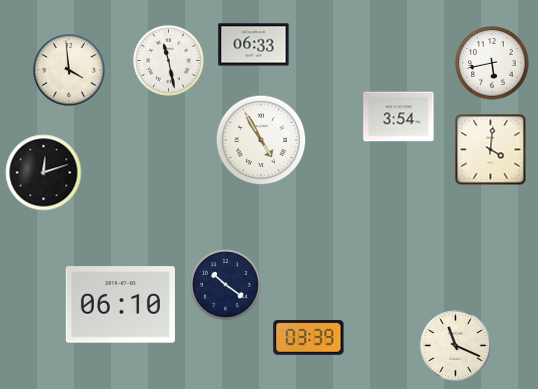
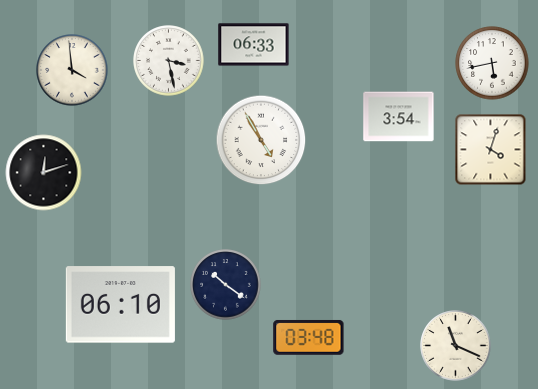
clock at (169, 61): 11:28 -> 3:28
clock at (69, 70) position: (69, 70) -> (72, 70)
clock at (491, 150): 4:01 -> 4:03
clock at (309, 337): 03:39 -> 03:48
